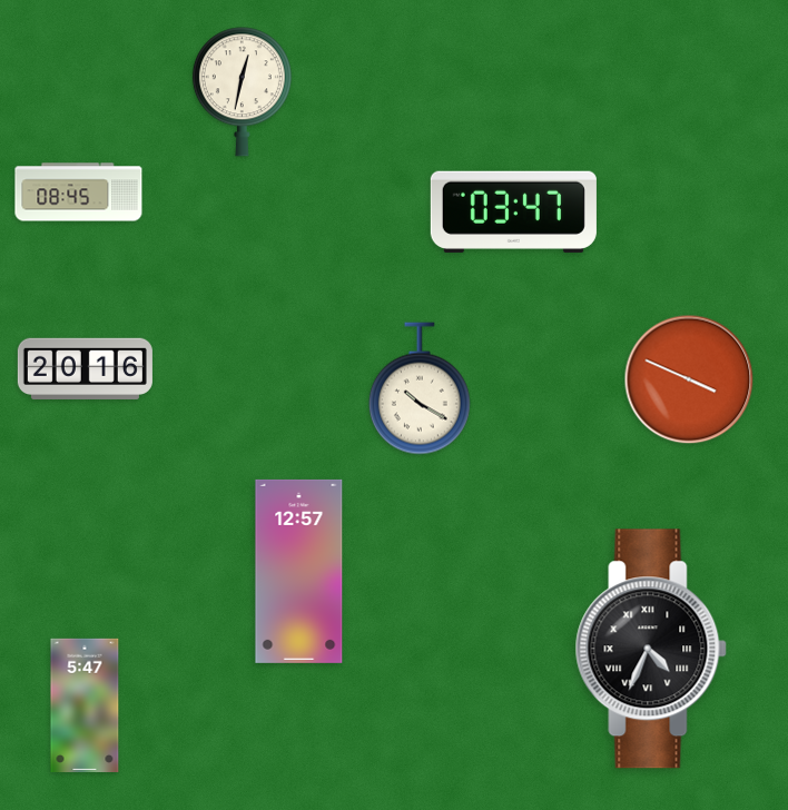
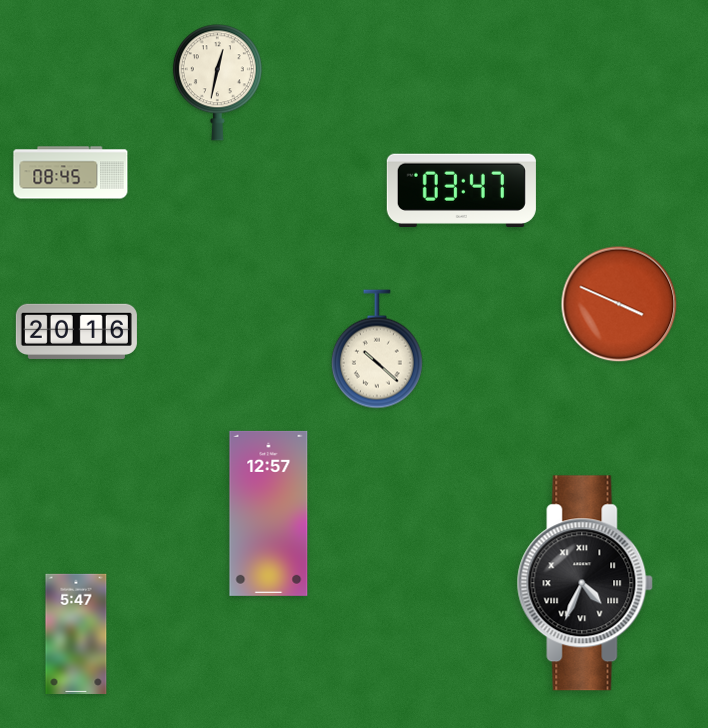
clock at (689, 379) position: (689, 379) -> (619, 304)
clock at (420, 388): 10:20 -> 10:22
